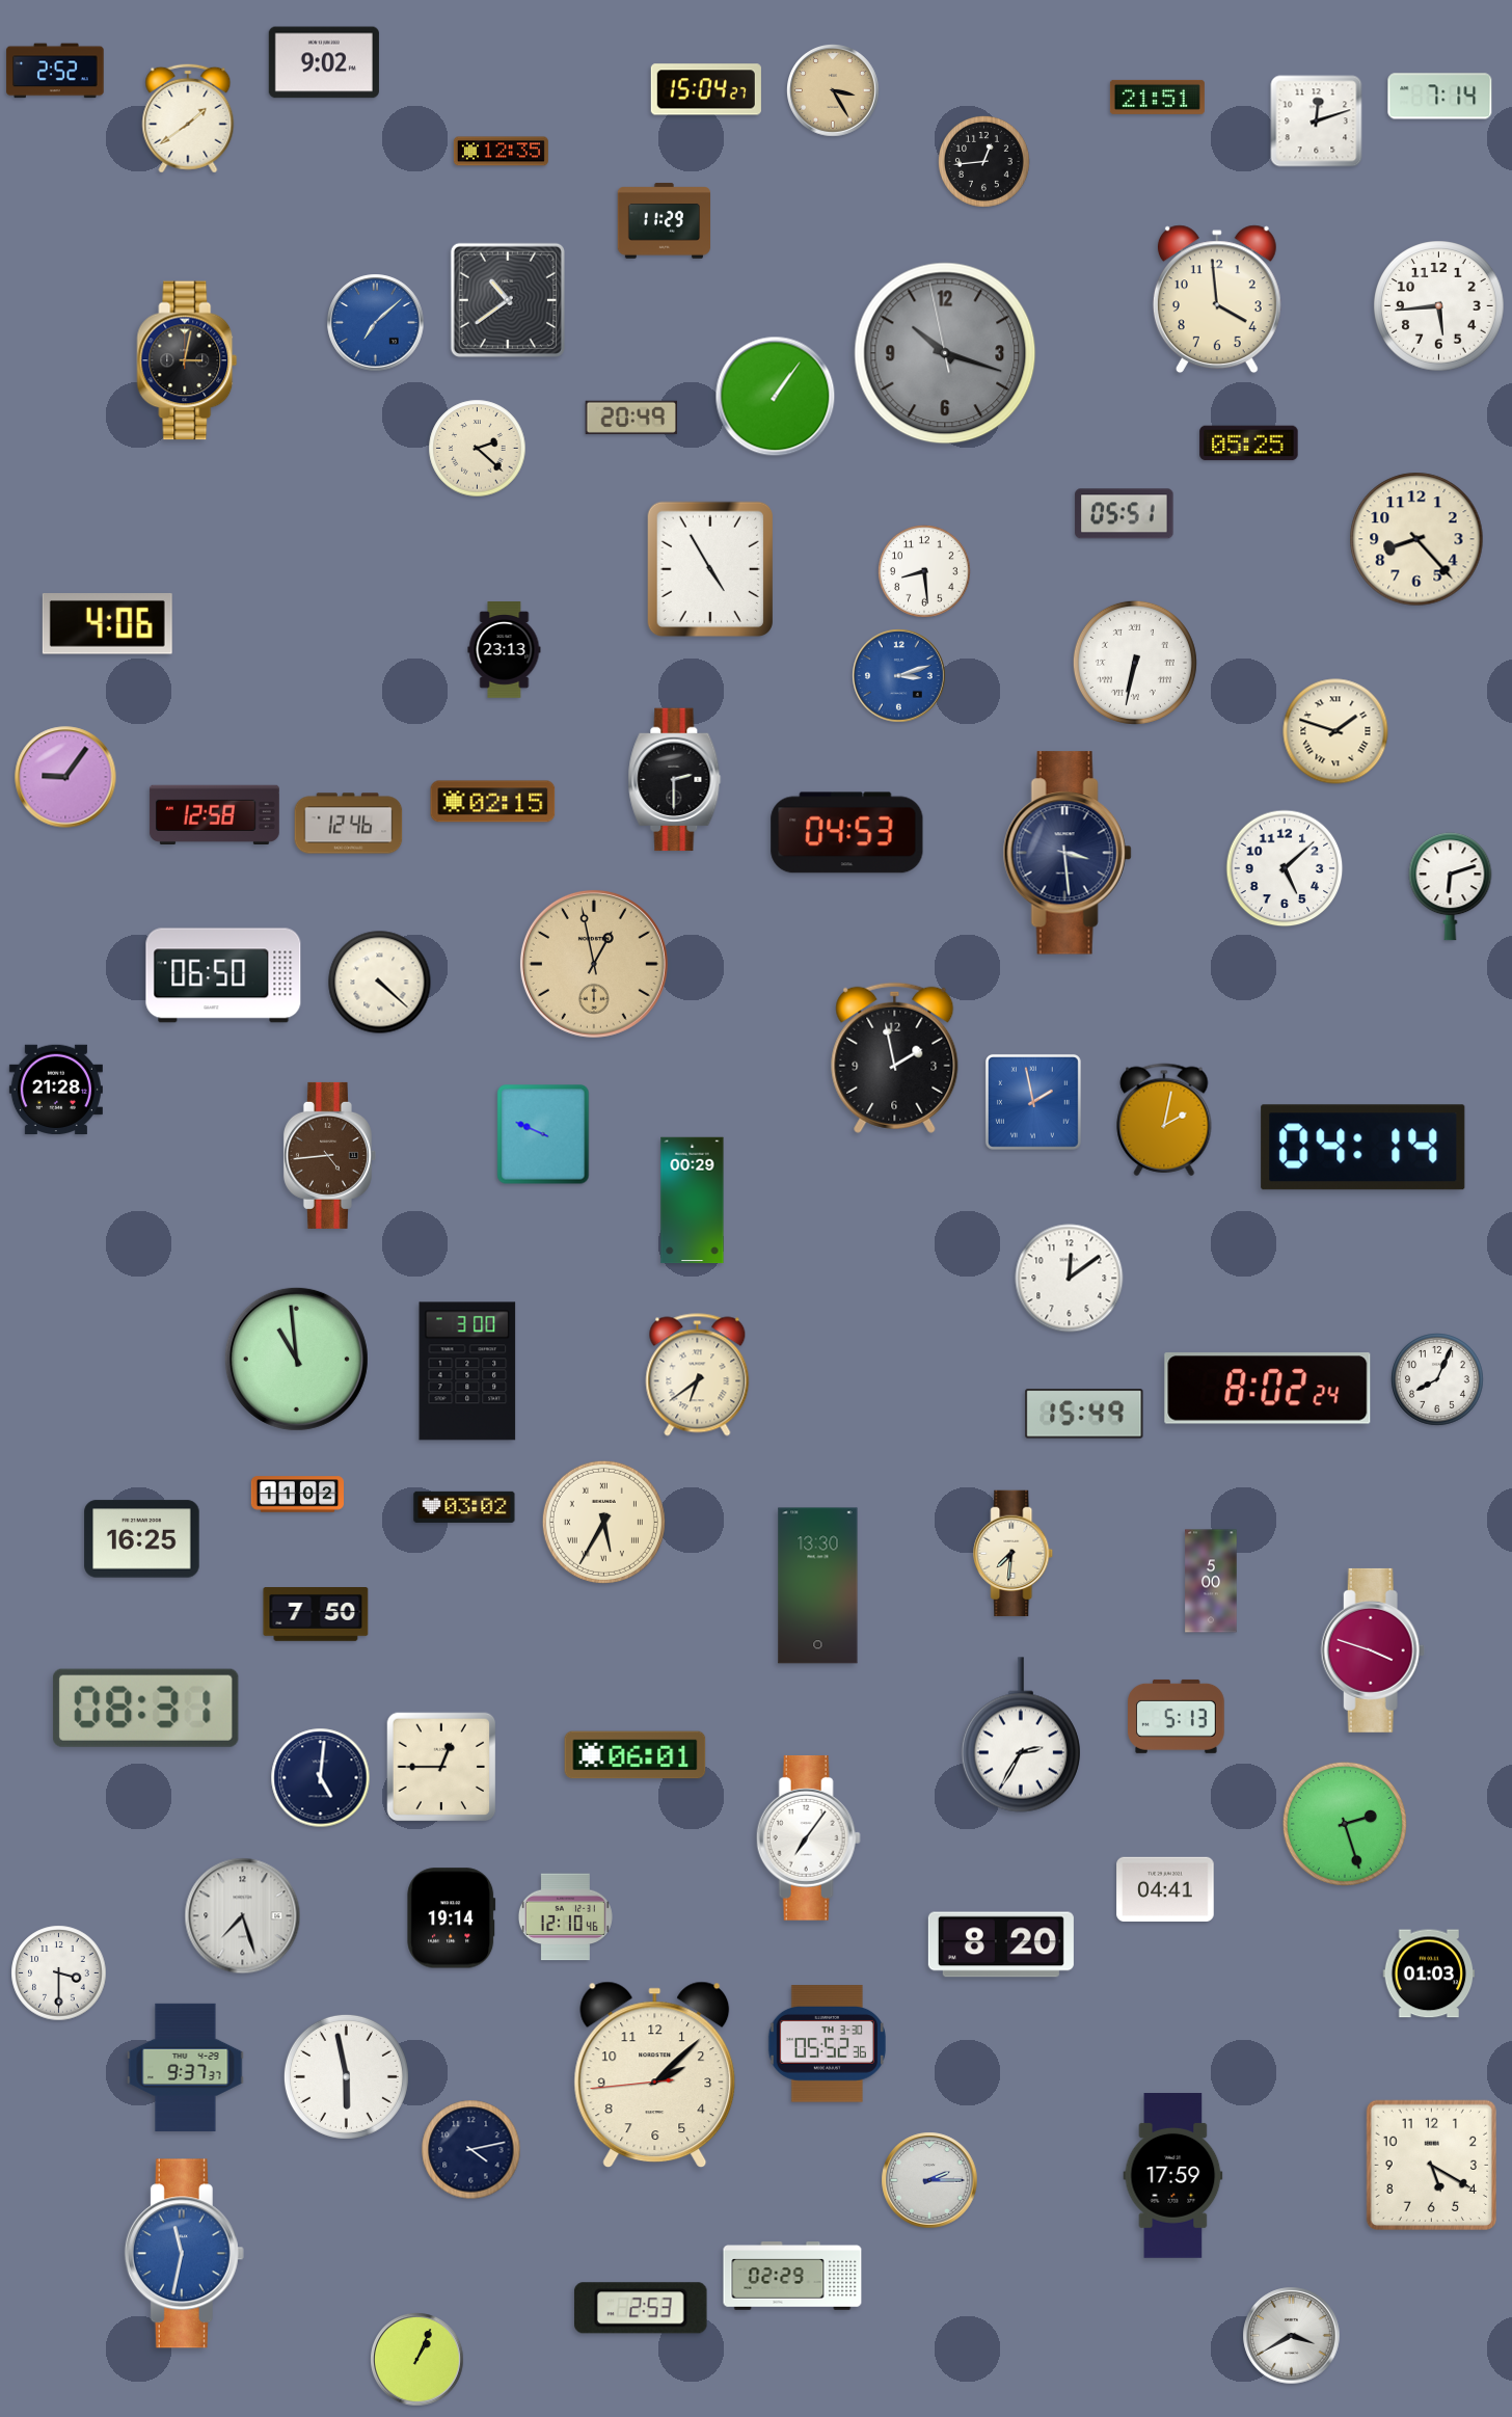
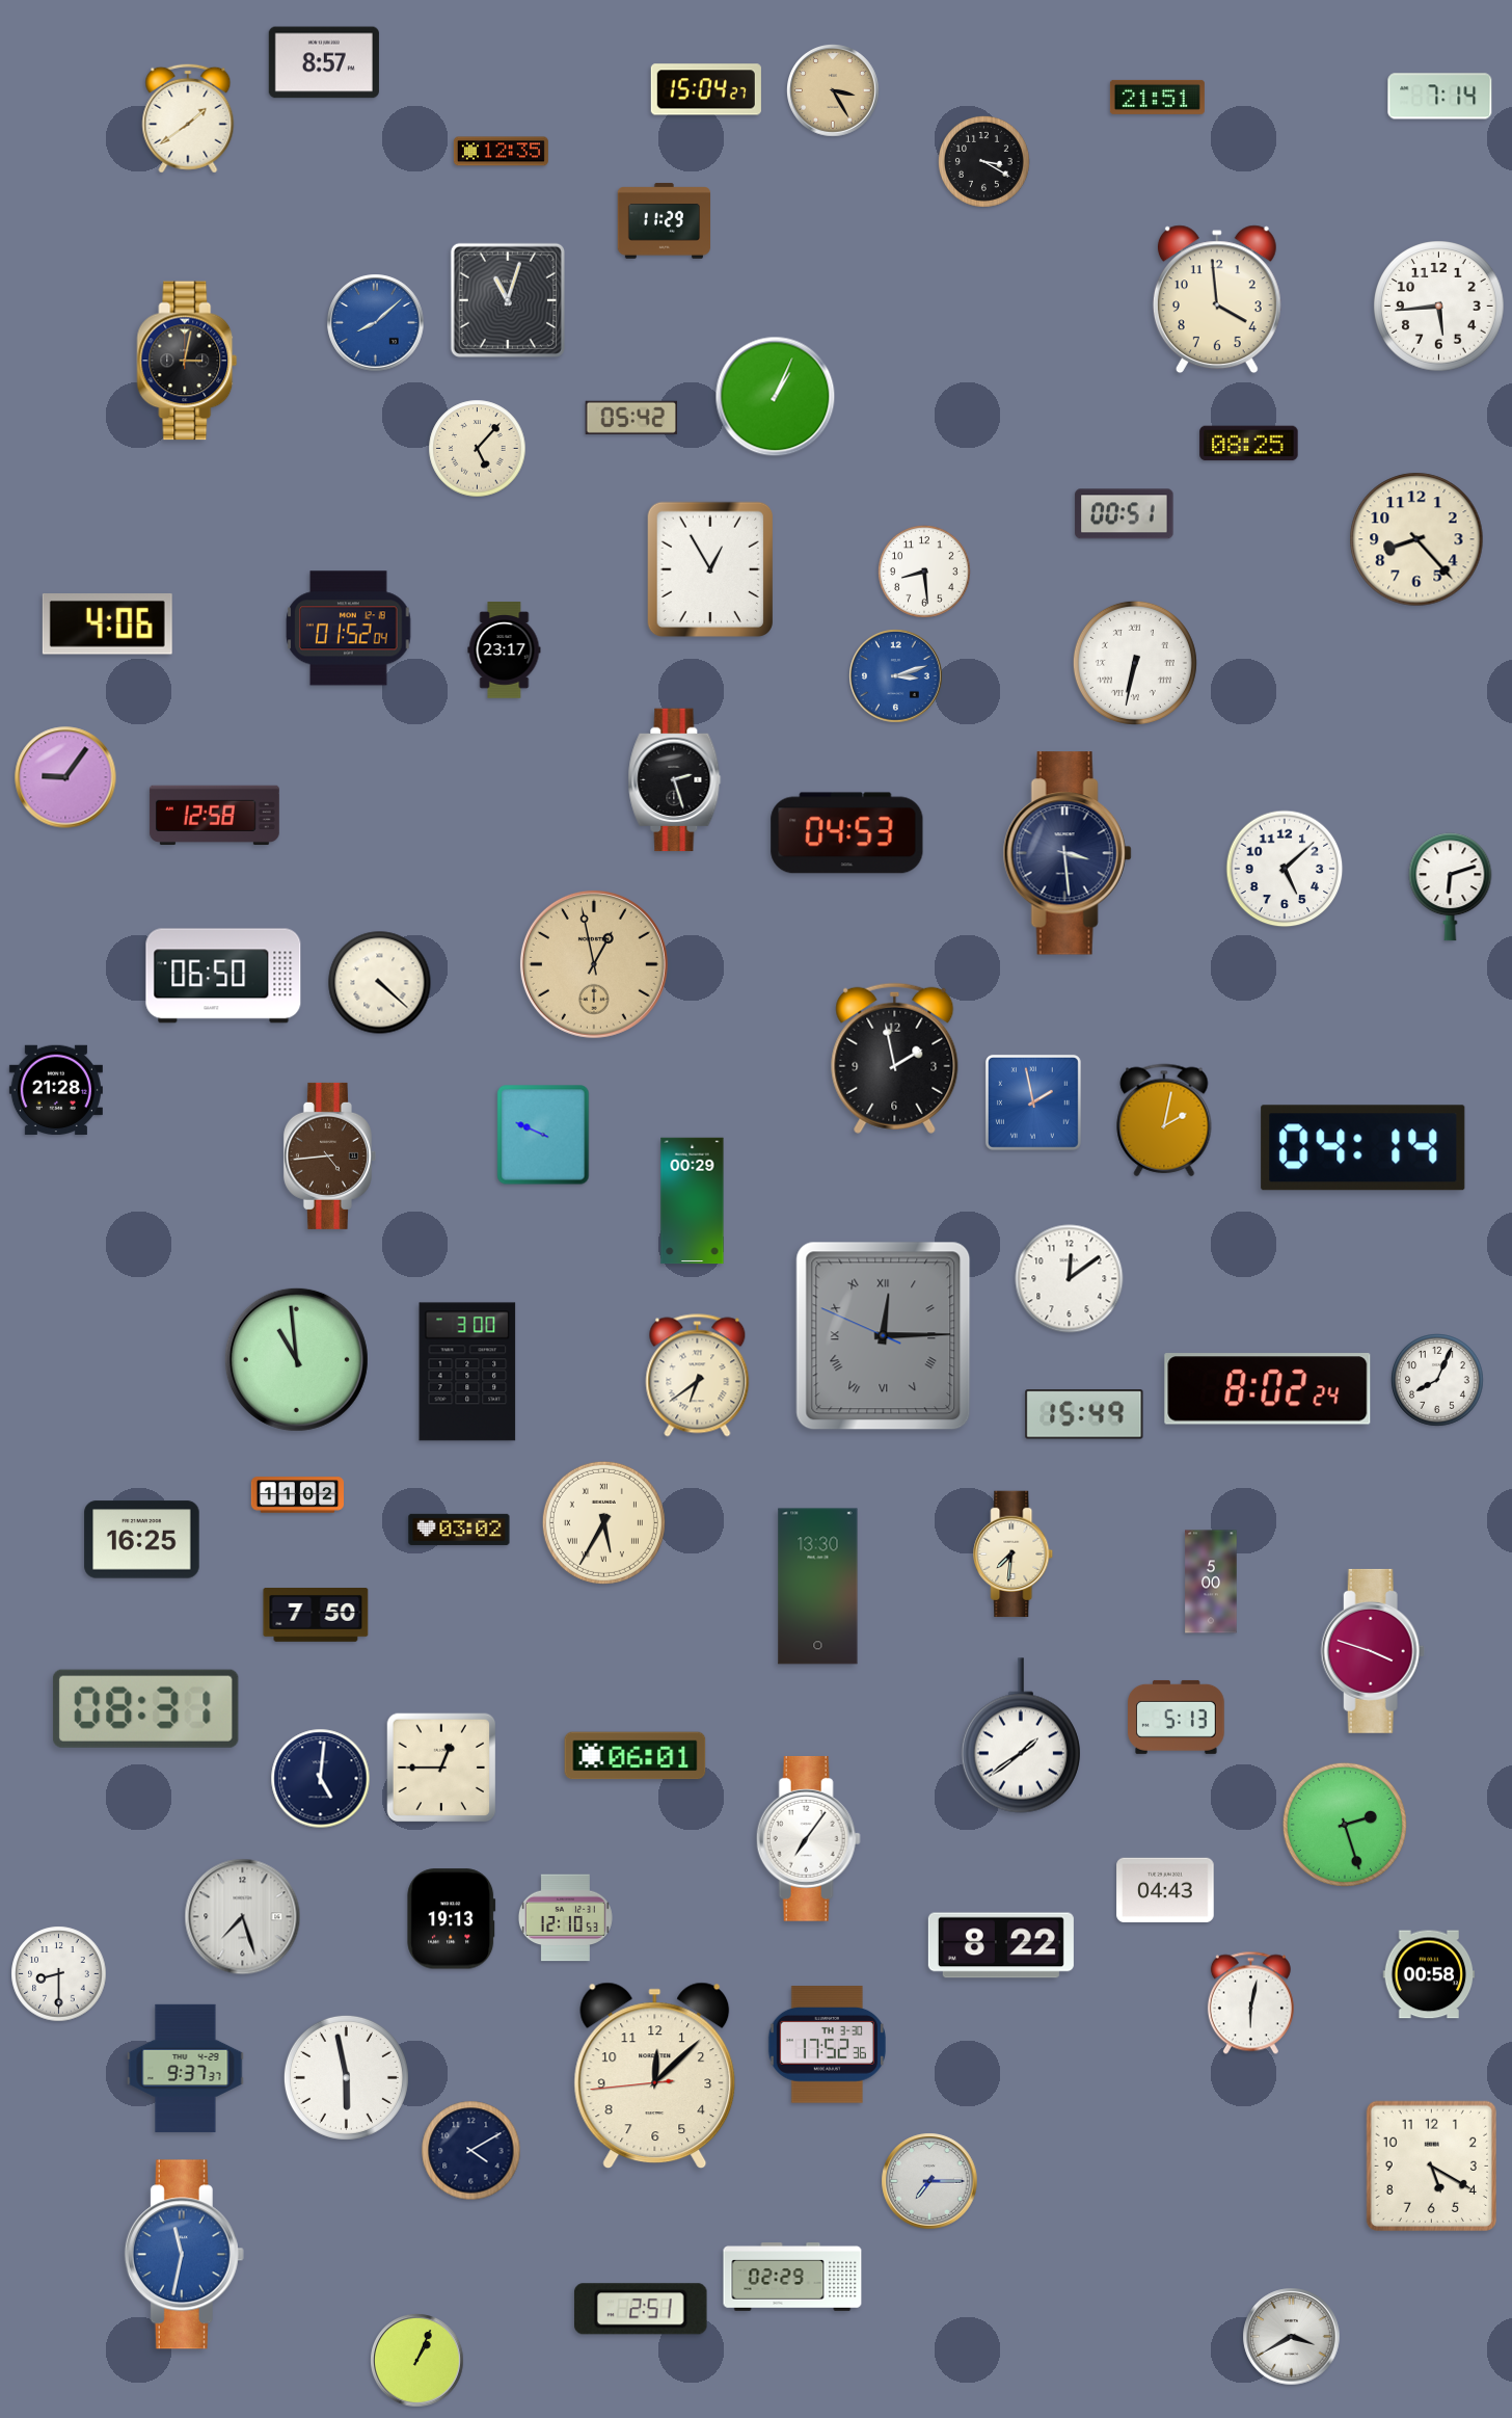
clock at (324, 62): 9:02 -> 8:57
clock at (55, 71): 2:52 -> none
clock at (1317, 122): 12:12 -> none
clock at (983, 161): 12:44 -> 3:20
clock at (508, 300): 10:39 -> 11:03
clock at (376, 323): 7:08 -> 8:08
clock at (945, 353): 10:17 -> none
clock at (776, 397): 1:06 -> 1:04
clock at (630, 418): 20:49 -> 05:42
clock at (1249, 444): 05:25 -> 08:25
clock at (478, 449): 2:22 -> 5:07
clock at (1125, 514): 05:51 -> 00:51
clock at (709, 569): 4:55 -> 12:55
clock at (349, 629): none -> 01:52
clock at (505, 650): 23:13 -> 23:17
clock at (899, 676) position: (899, 676) -> (896, 676)
clock at (1335, 731): 1:48 -> none
clock at (675, 780): 2:30 -> 2:27
clock at (493, 802): 02:15 -> none
clock at (349, 824): 12:46 -> none
clock at (884, 1336): none -> 12:14
clock at (464, 1507) position: (464, 1507) -> (459, 1530)
clock at (1021, 1735): 2:35 -> 1:39
clock at (1165, 1888): 04:41 -> 04:43
clock at (565, 1917): 12:10:46 -> 12:10:53
clock at (452, 1918): 19:14 -> 19:13
clock at (1001, 1944): 8:20 -> 8:22
clock at (59, 1973): 3:30 -> 8:30
clock at (1429, 1973): 01:03 -> 00:58
clock at (1250, 2003): none -> 6:02
clock at (827, 2044): 05:52 -> 17:52
clock at (655, 2075): 2:07 -> 12:07
clock at (471, 2150): 4:13 -> 4:10
clock at (1173, 2176): 17:59 -> none
clock at (929, 2180): 2:15 -> 7:15
clock at (641, 2308): 2:53 -> 2:51
